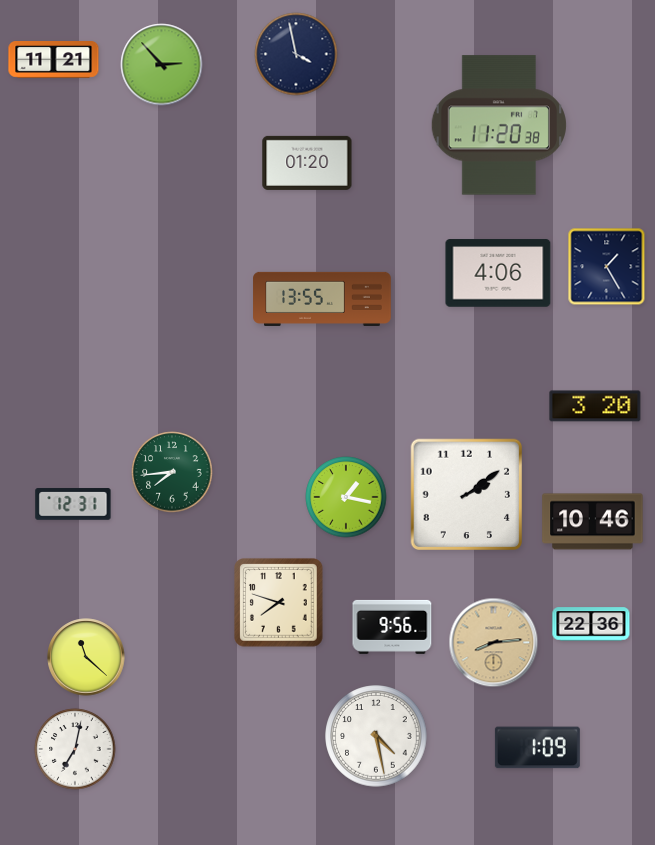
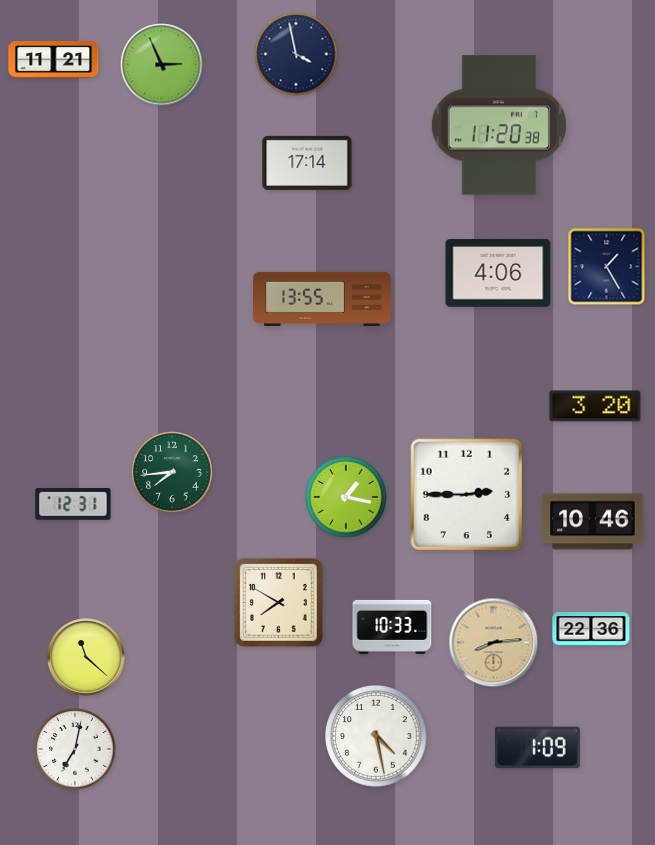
clock at (162, 65): 2:53 -> 2:56
clock at (307, 163): 01:20 -> 17:14
clock at (467, 495): 2:09 -> 2:45
clock at (279, 603): 7:48 -> 7:50
clock at (591, 624) position: (591, 624) -> (591, 629)
clock at (392, 627): 9:56 -> 10:33
